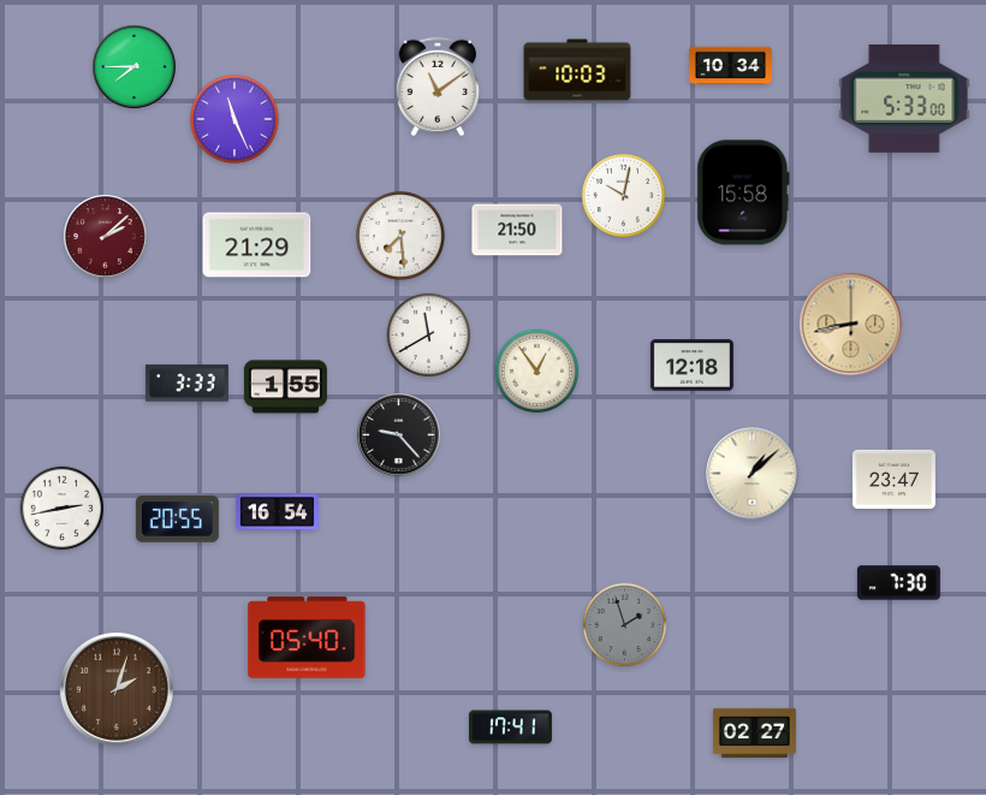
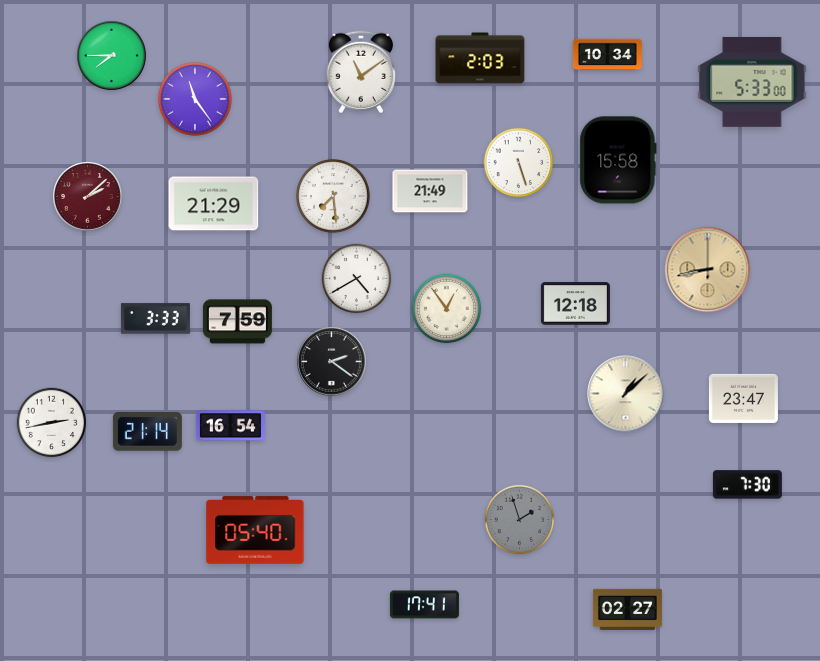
clock at (577, 70): 10:03 -> 2:03
clock at (436, 85) position: (436, 85) -> (360, 71)
clock at (236, 120): 11:26 -> 11:24
clock at (624, 196): 10:02 -> 5:27
clock at (517, 230): 21:50 -> 21:49
clock at (429, 336): 11:40 -> 4:40
clock at (285, 387): 1:55 -> 7:59
clock at (399, 435): 9:23 -> 2:21
clock at (177, 520): 20:55 -> 21:14
clock at (117, 689): 2:03 -> none
